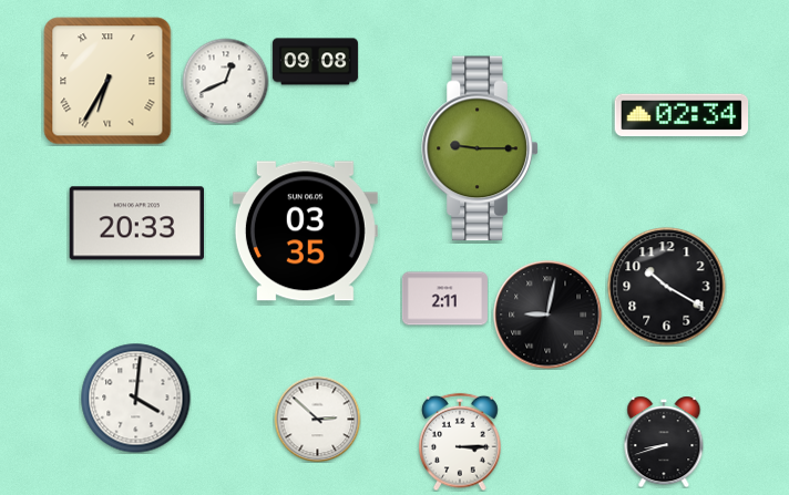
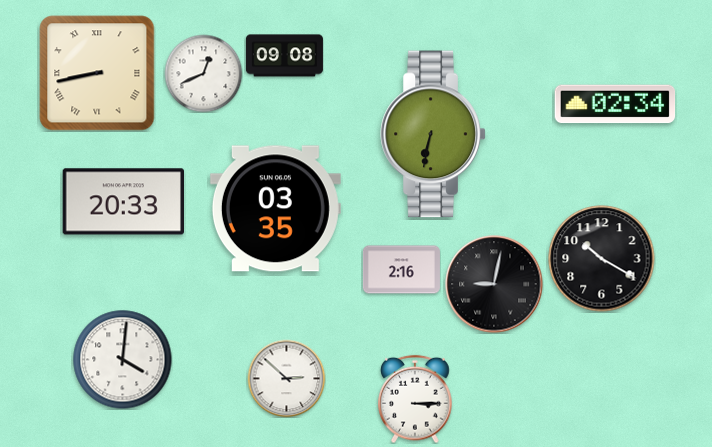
clock at (107, 81): 6:35 -> 8:43
clock at (480, 148): 9:15 -> 6:32
clock at (444, 299): 2:11 -> 2:16
clock at (664, 442): 8:42 -> none
